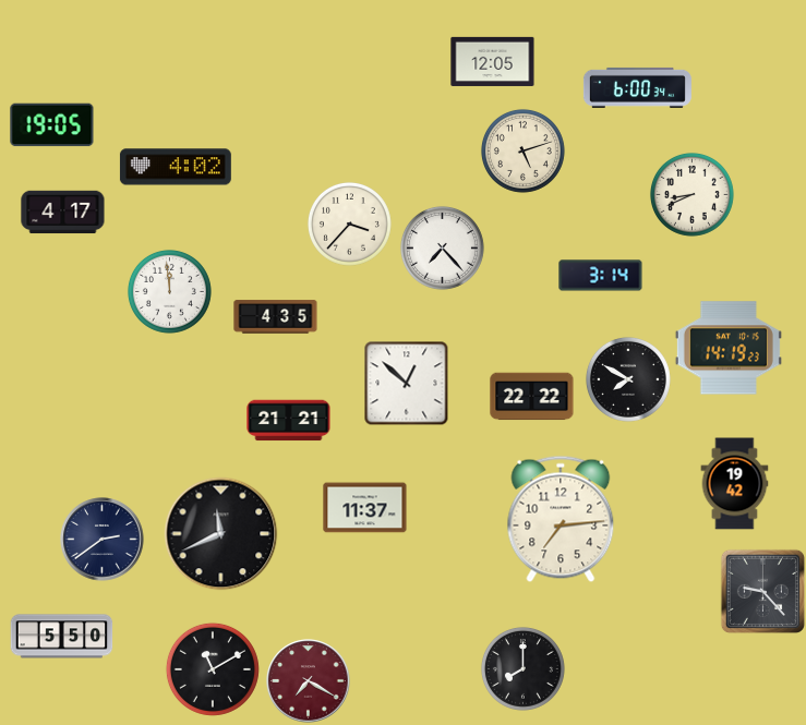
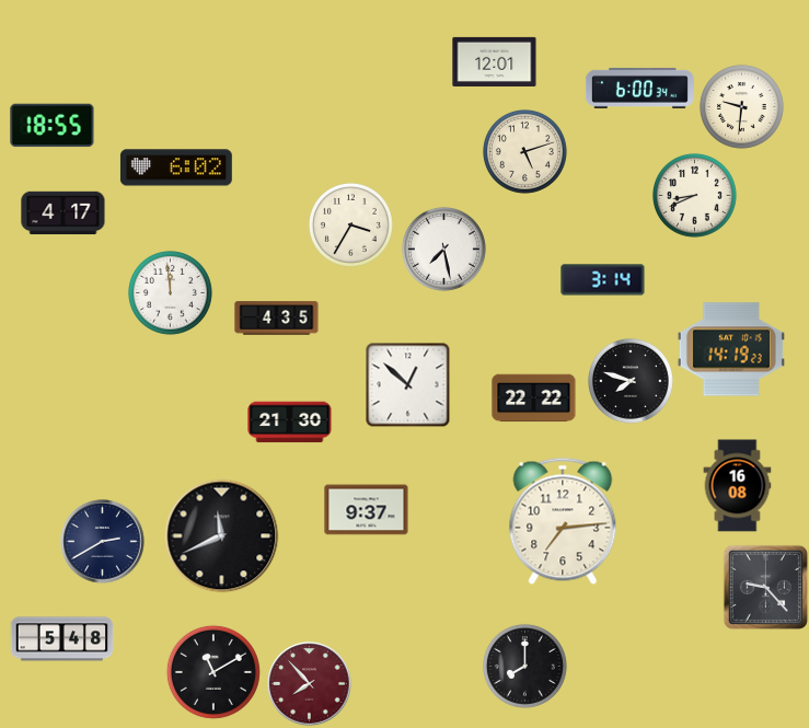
clock at (493, 61): 12:05 -> 12:01
clock at (741, 106): none -> 9:31
clock at (52, 125): 19:05 -> 18:55
clock at (176, 167): 4:02 -> 6:02
clock at (349, 223): 3:37 -> 3:35
clock at (442, 247): 7:23 -> 7:28
clock at (601, 276) position: (601, 276) -> (603, 280)
clock at (628, 379): 7:50 -> 7:48
clock at (289, 421): 21:21 -> 21:30
clock at (735, 484): 19:42 -> 16:08
clock at (365, 508): 11:37 -> 9:37
clock at (103, 540): 2:39 -> 2:40
clock at (762, 591) position: (762, 591) -> (765, 587)
clock at (62, 637): 5:50 -> 5:48
clock at (522, 668) position: (522, 668) -> (524, 666)
clock at (309, 681): 7:20 -> 7:53
